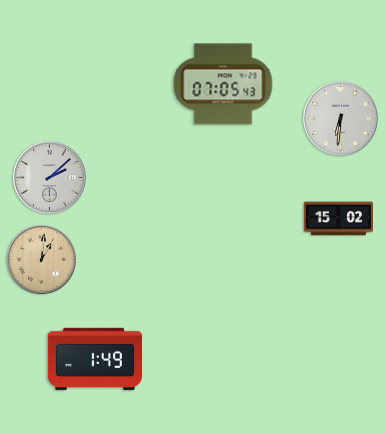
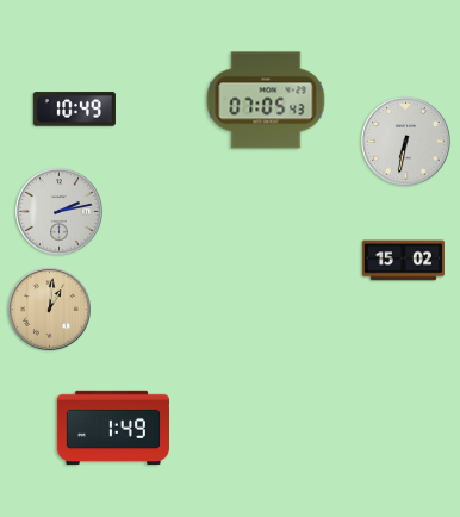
clock at (74, 110): none -> 10:49
clock at (341, 119): 6:31 -> 6:32
clock at (50, 178): 2:08 -> 2:13
